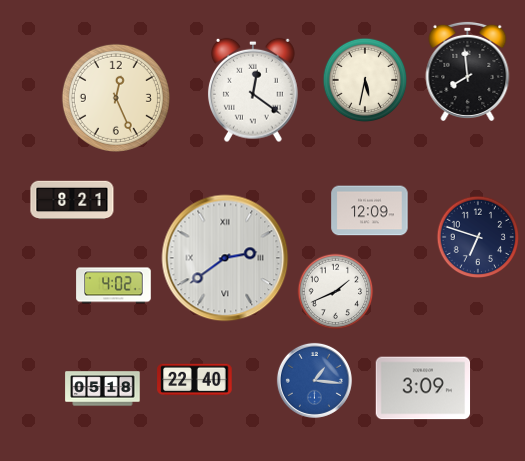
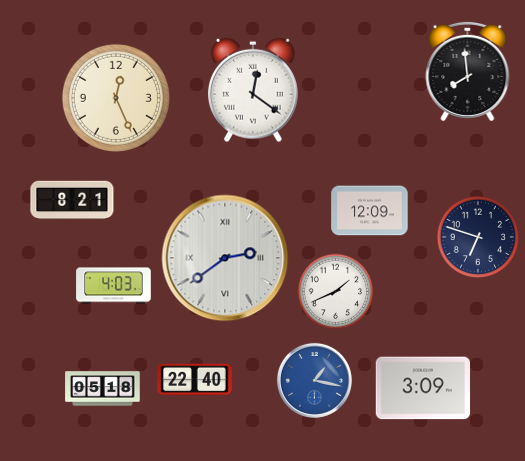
clock at (365, 80): 5:32 -> none
clock at (114, 286): 4:02 -> 4:03
clock at (314, 380): 1:16 -> 1:17
